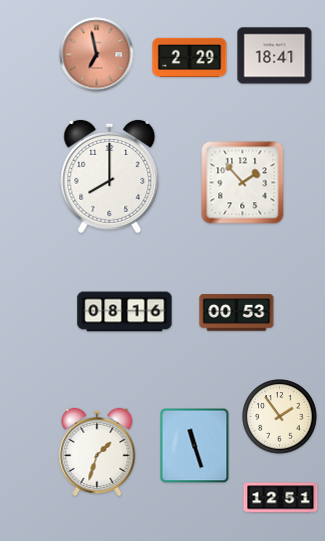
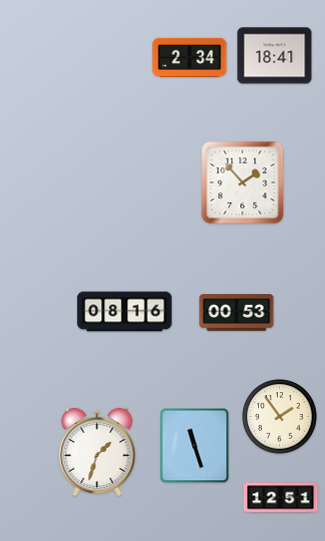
clock at (97, 55): 6:58 -> none
clock at (190, 57): 2:29 -> 2:34
clock at (110, 176): 8:00 -> none
